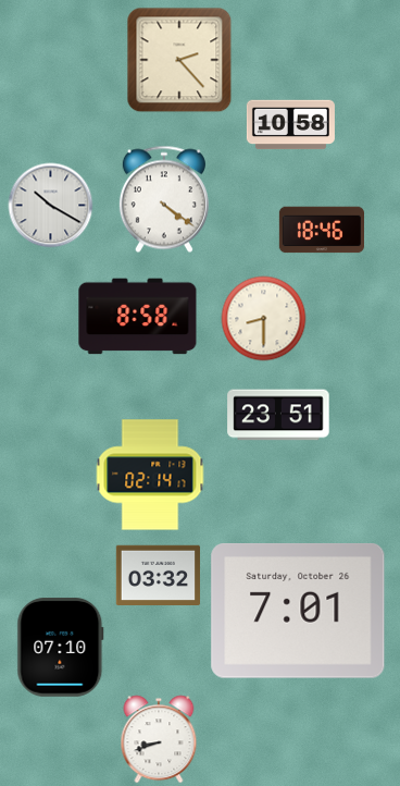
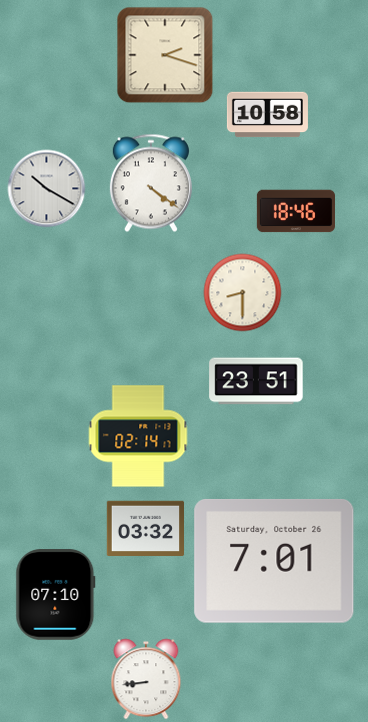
clock at (179, 60): 2:23 -> 2:18
clock at (138, 317): 8:58 -> none
clock at (159, 739): 8:42 -> 8:44
